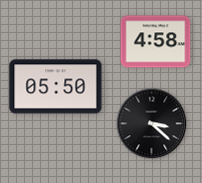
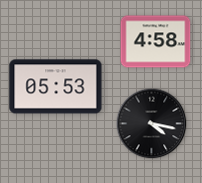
clock at (56, 87): 05:50 -> 05:53
clock at (152, 124): 3:22 -> 4:17
